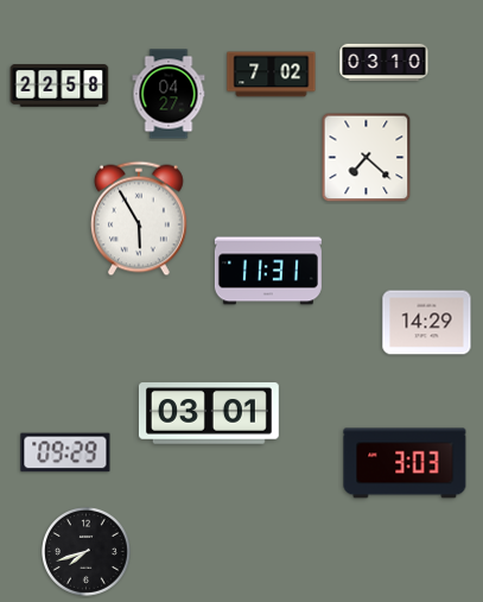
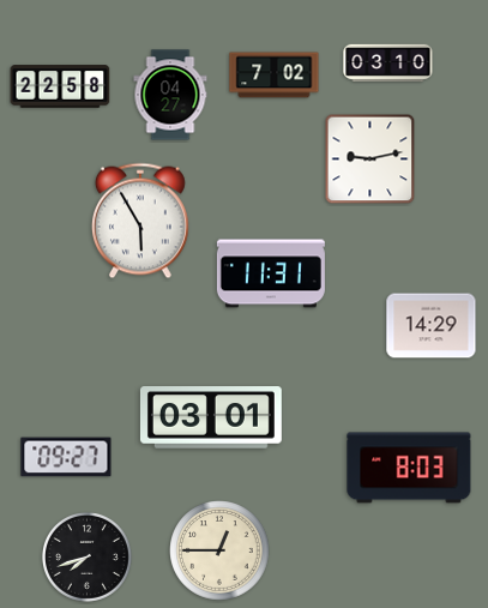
clock at (367, 158): 7:22 -> 9:13
clock at (65, 452): 09:29 -> 09:27
clock at (405, 463): 3:03 -> 8:03
clock at (219, 550): none -> 12:45
